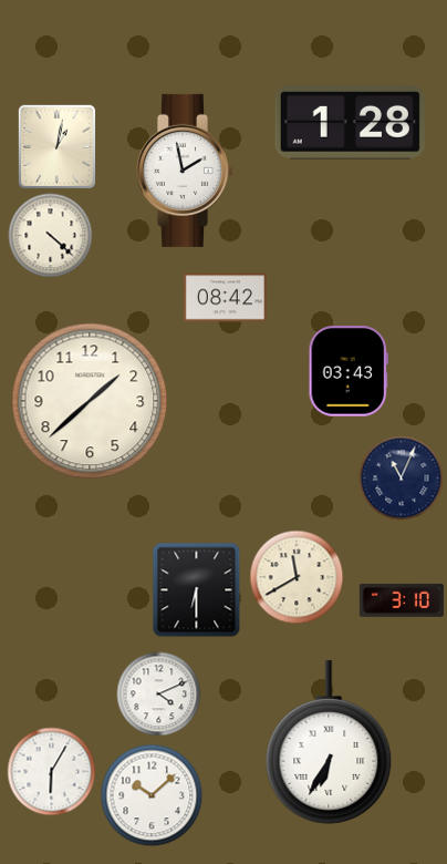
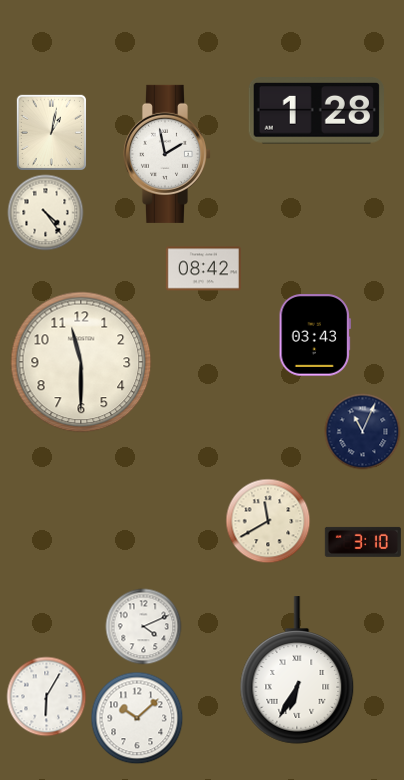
clock at (51, 236): 4:22 -> 4:24
clock at (90, 401): 1:38 -> 11:30
clock at (197, 590): 6:30 -> none
